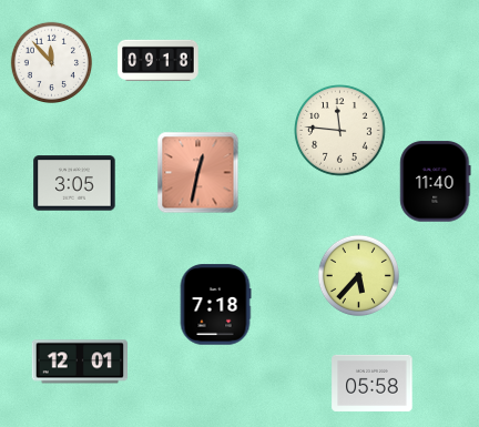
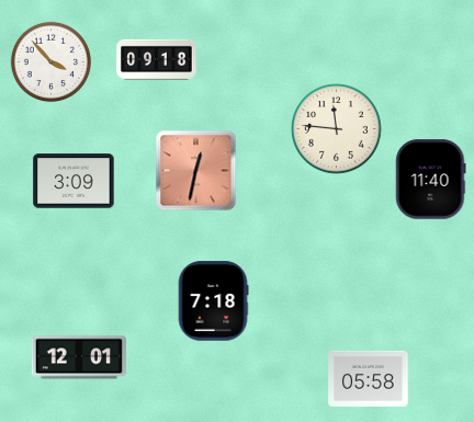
clock at (51, 62): 11:53 -> 3:53
clock at (74, 183): 3:05 -> 3:09
clock at (358, 275): 5:37 -> none
